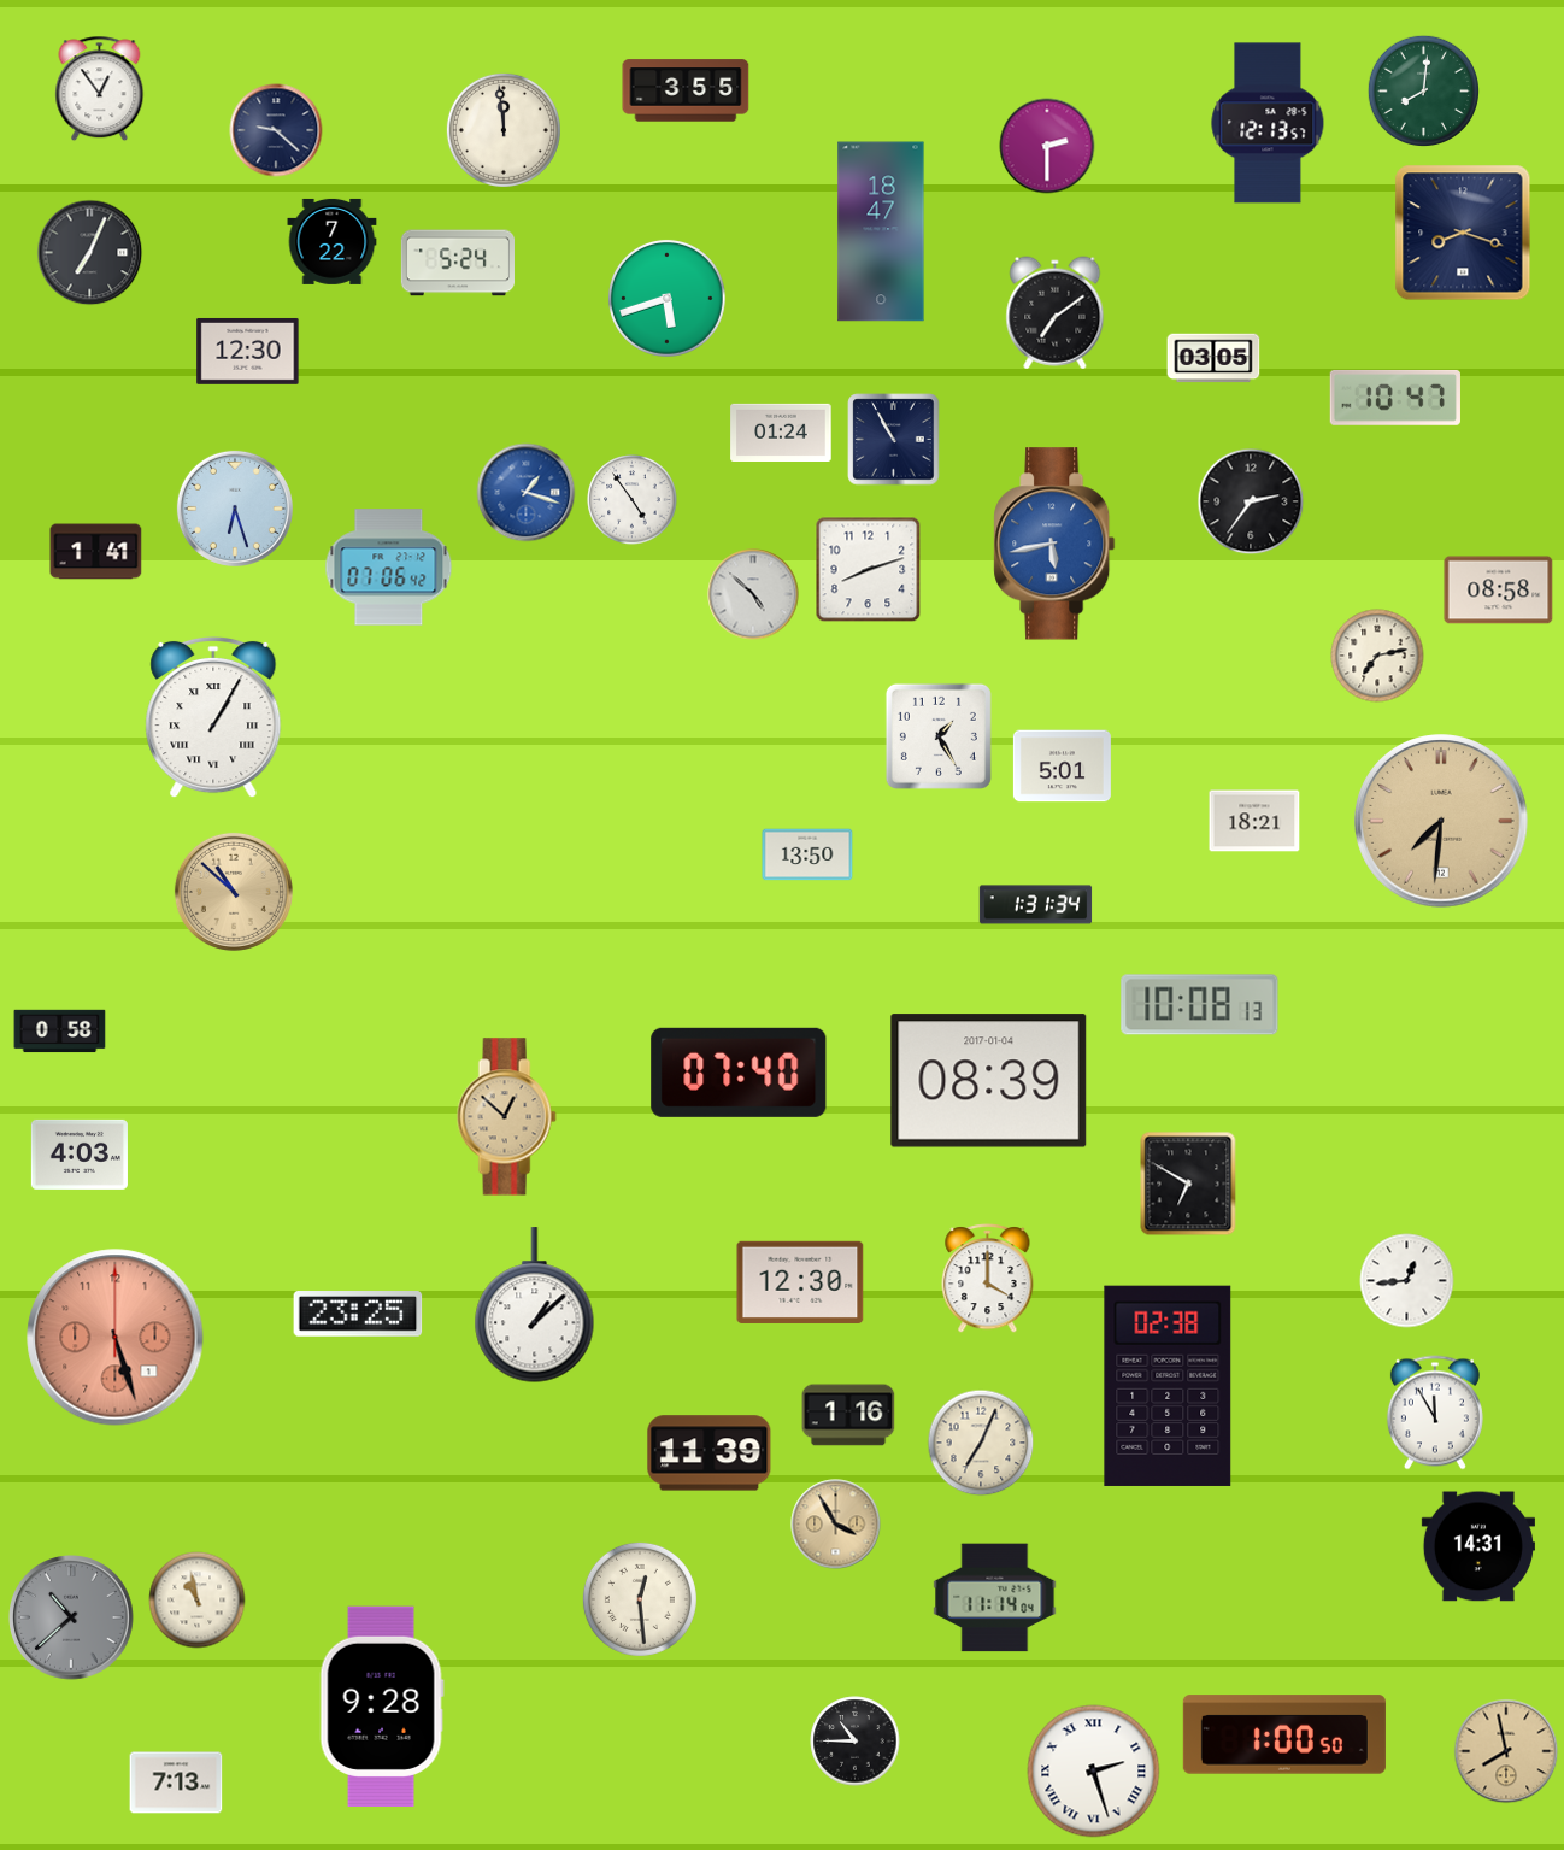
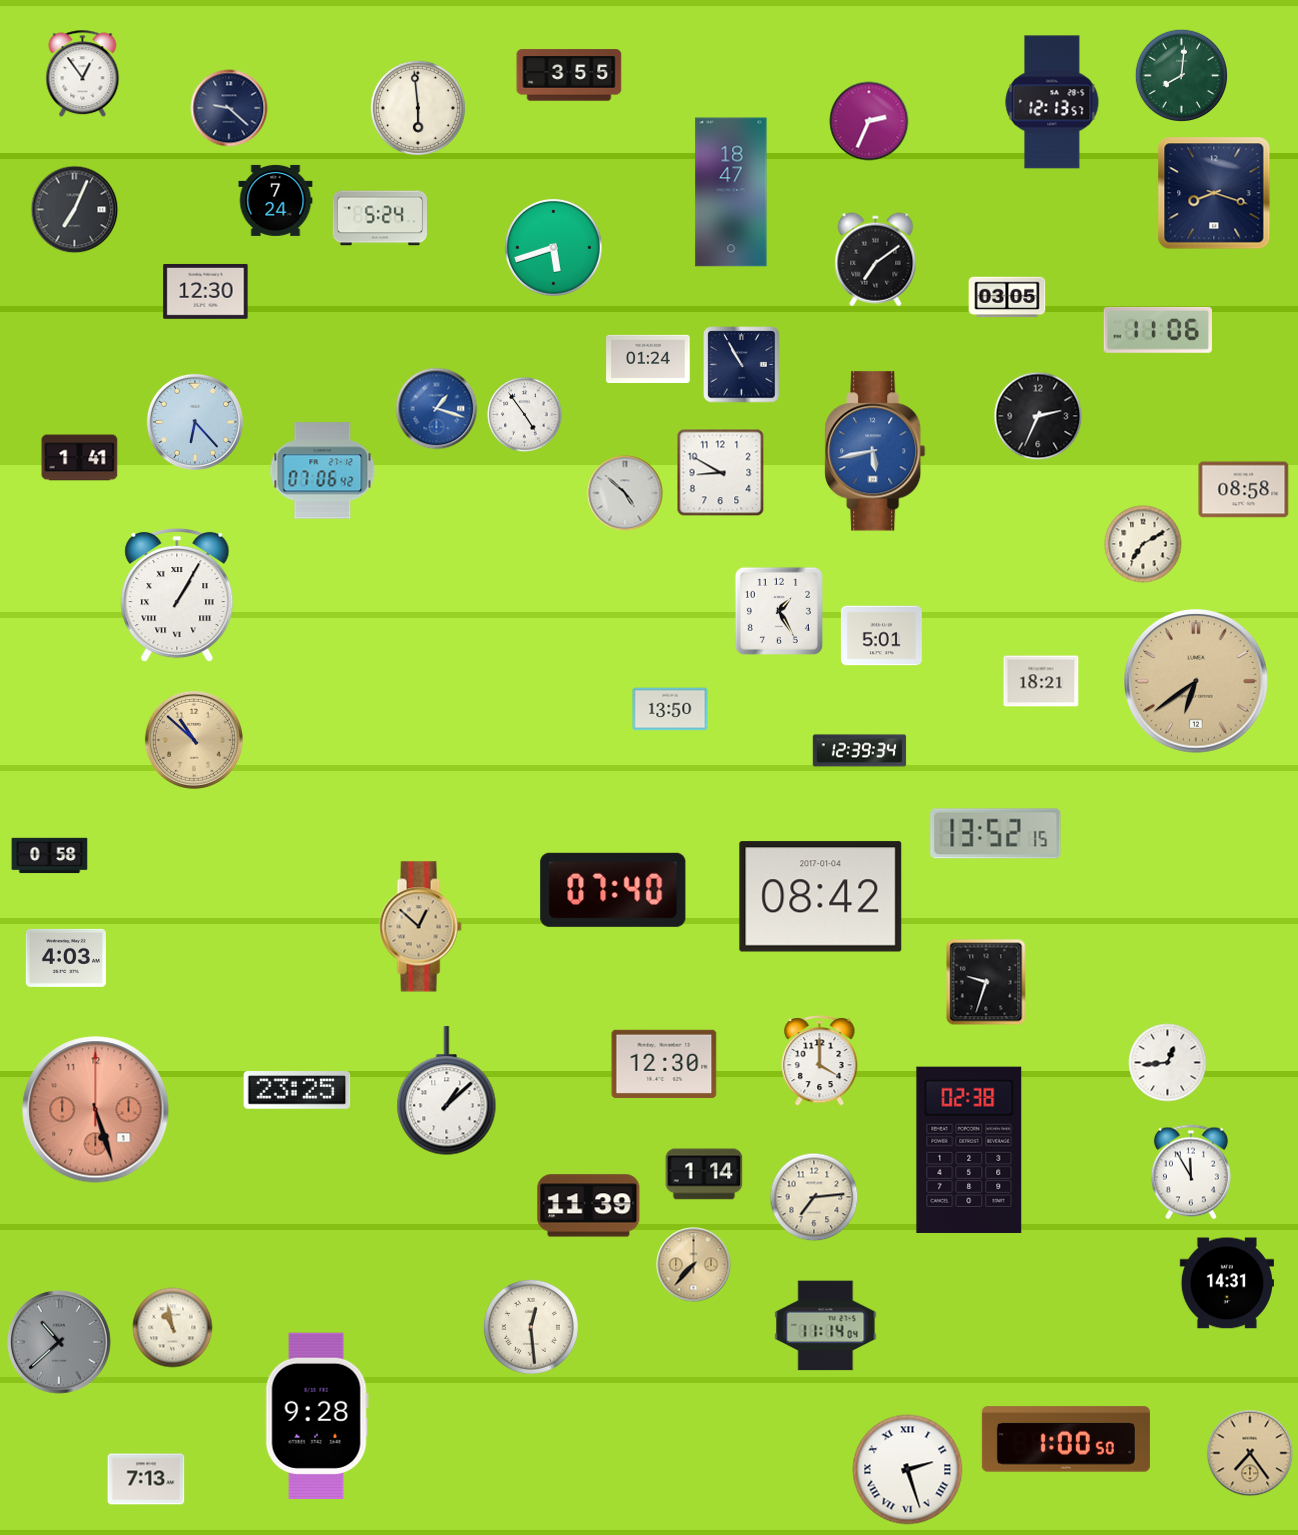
clock at (504, 130): 11:59 -> 5:59
clock at (1047, 146): 2:30 -> 2:34
clock at (333, 241): 7:22 -> 7:24
clock at (1395, 398): 10:47 -> 11:06
clock at (1251, 501): 2:36 -> 2:34
clock at (235, 509): 6:27 -> 6:23
clock at (869, 570): 8:12 -> 8:50
clock at (1377, 656): 7:13 -> 7:10
clock at (1441, 821): 7:31 -> 6:39
clock at (1036, 905): 1:31 -> 12:39
clock at (1200, 1005): 10:08 -> 13:52
clock at (989, 1081): 08:39 -> 08:42
clock at (1188, 1184): 6:50 -> 9:33
clock at (535, 1305) position: (535, 1305) -> (447, 1091)
clock at (848, 1415): 1:16 -> 1:14
clock at (981, 1443): 7:04 -> 7:14
clock at (836, 1525): 3:55 -> 7:37
clock at (198, 1601) position: (198, 1601) -> (173, 1328)
clock at (856, 1742): 10:45 -> none
clock at (1506, 1751): 7:58 -> 7:24
